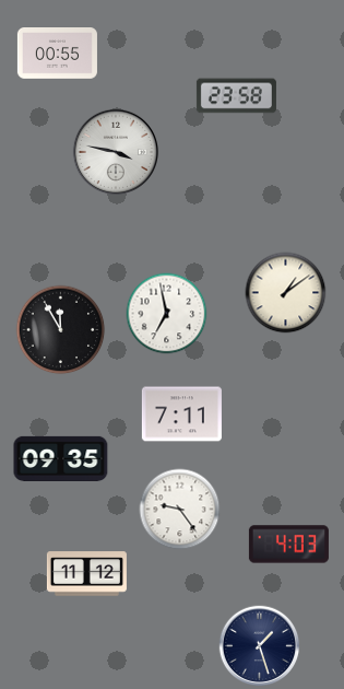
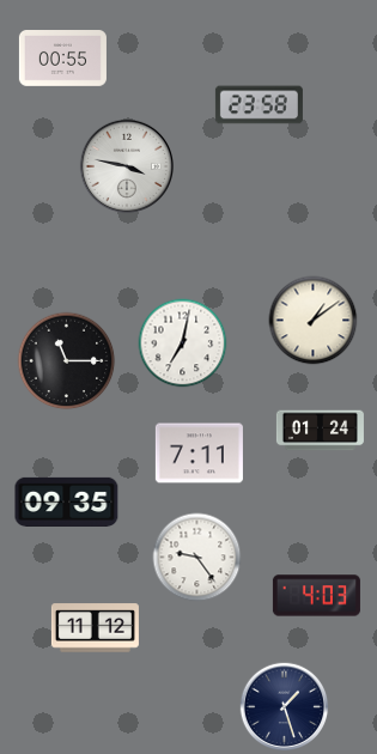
clock at (167, 314): 6:58 -> 7:02
clock at (61, 330): 11:55 -> 11:15
clock at (320, 431): none -> 01:24
